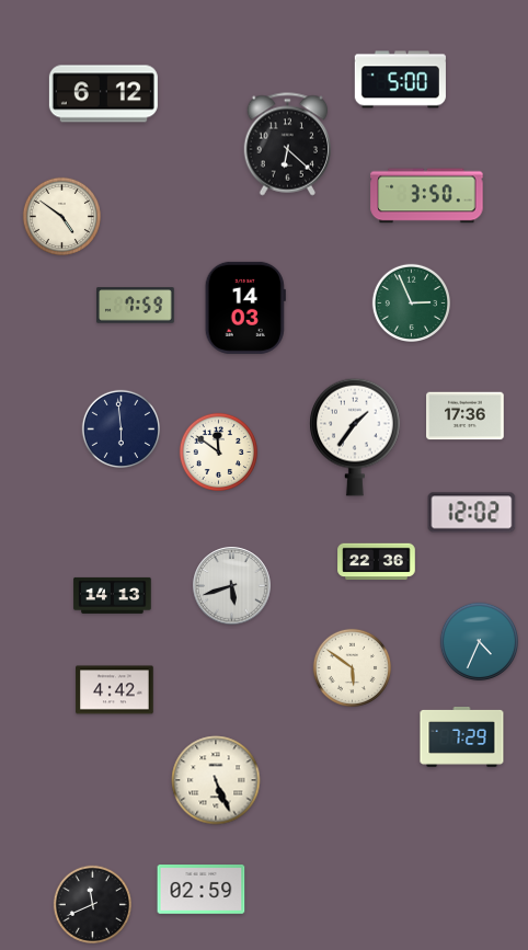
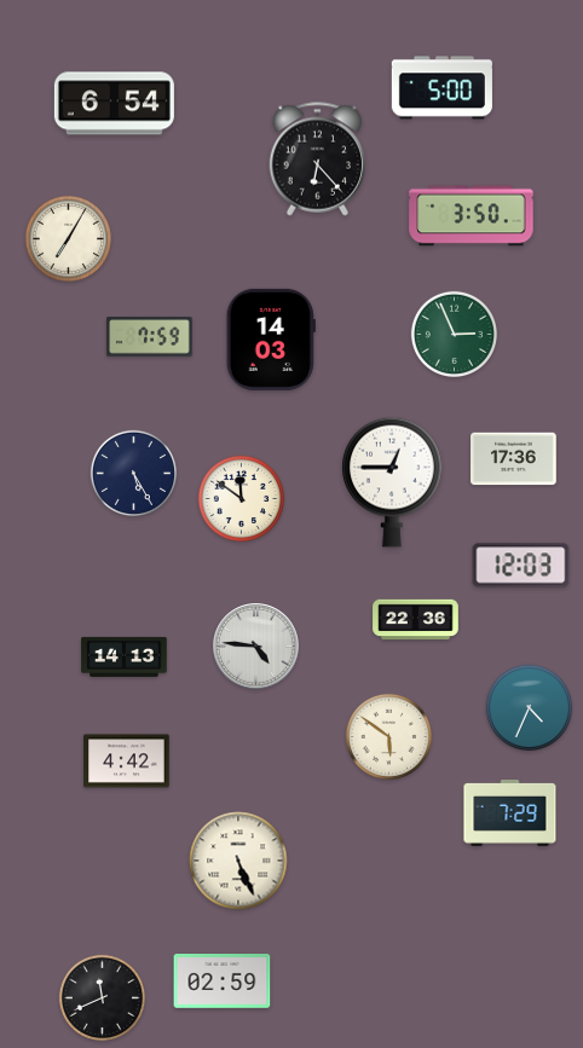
clock at (103, 94): 6:12 -> 6:54
clock at (287, 145): 6:22 -> 6:23
clock at (61, 216): 4:51 -> 7:05
clock at (120, 428): 5:59 -> 5:25
clock at (355, 437): 1:36 -> 12:45
clock at (472, 513): 12:02 -> 12:03
clock at (232, 586): 5:42 -> 4:46
